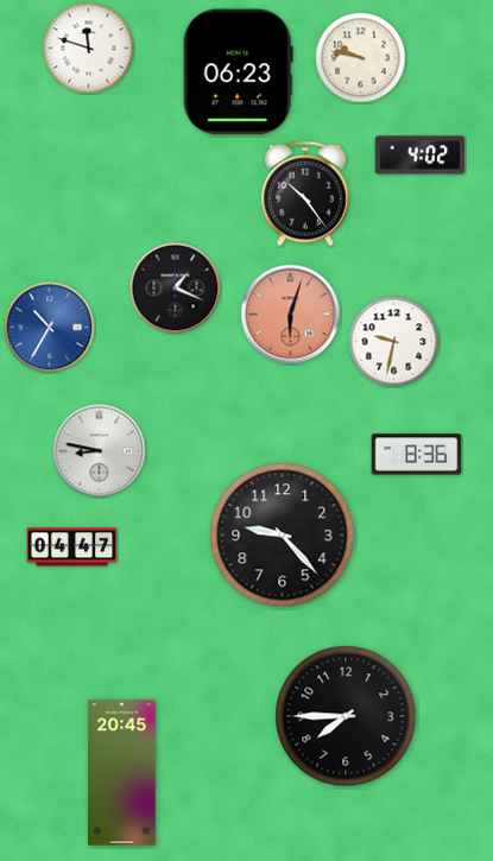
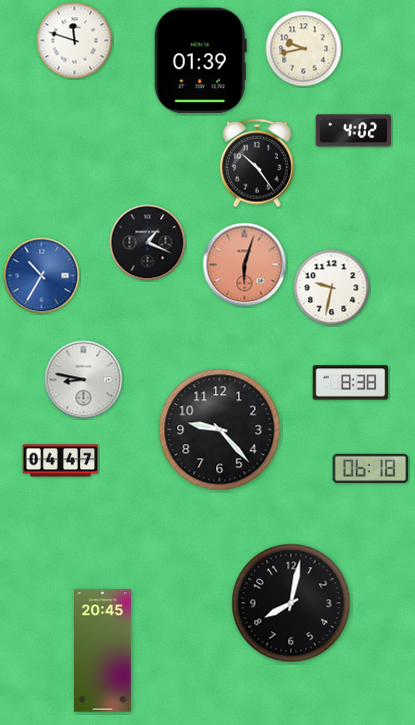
clock at (361, 58): 9:47 -> 9:43
clock at (238, 72): 06:23 -> 01:39
clock at (417, 455): 8:36 -> 8:38
clock at (283, 536) position: (283, 536) -> (220, 430)
clock at (371, 468): none -> 06:18
clock at (346, 716): 7:45 -> 8:02
